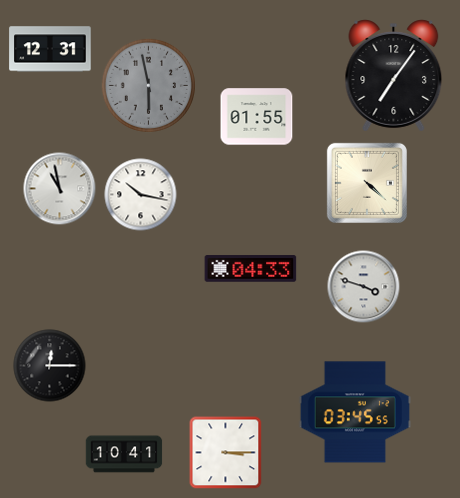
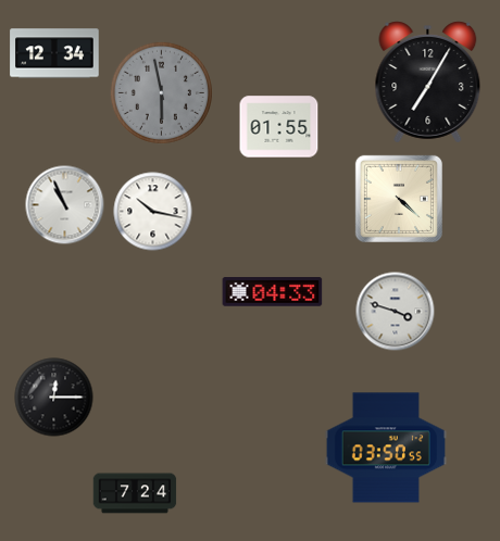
clock at (50, 49): 12:31 -> 12:34
clock at (394, 76): 7:06 -> 7:05
clock at (60, 189): 10:58 -> 10:56
clock at (355, 412): 03:45 -> 03:50
clock at (226, 453): 3:15 -> none
clock at (124, 454): 10:41 -> 7:24
